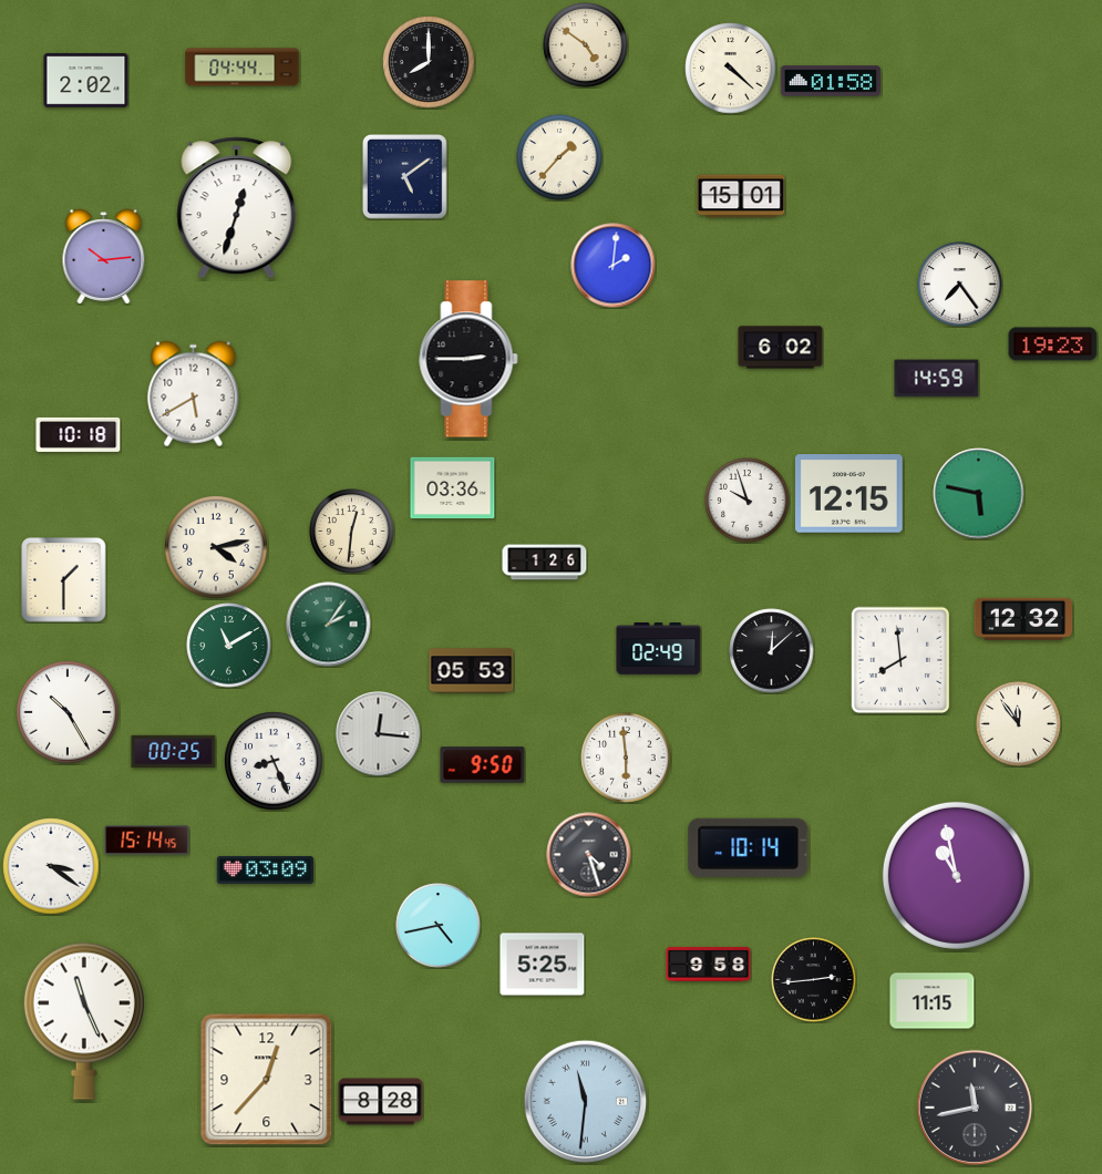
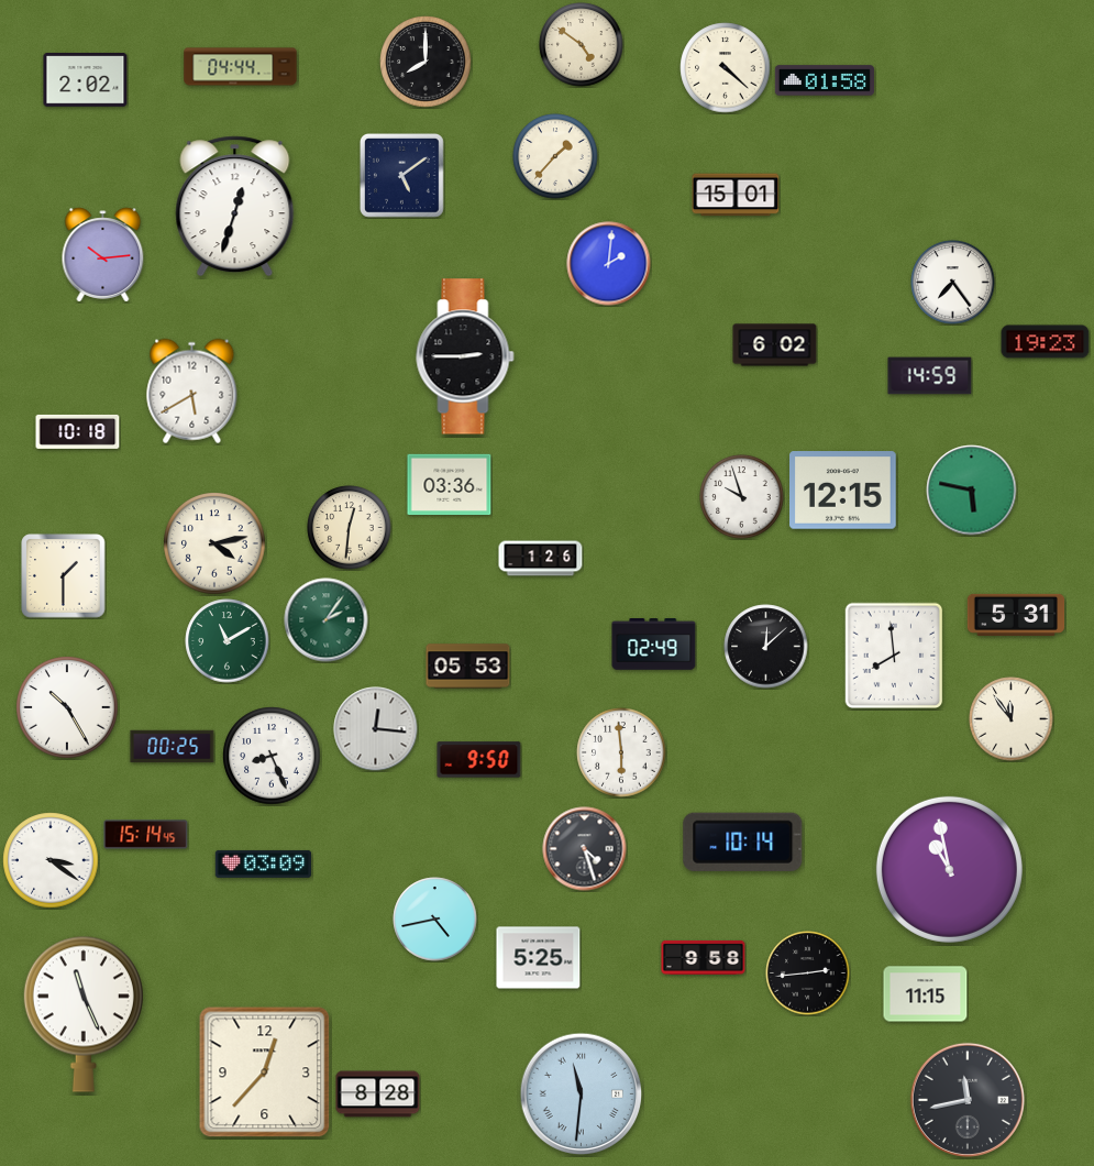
clock at (1023, 619): 12:32 -> 5:31
